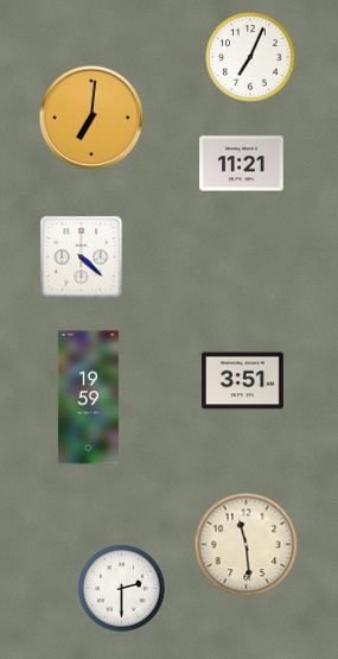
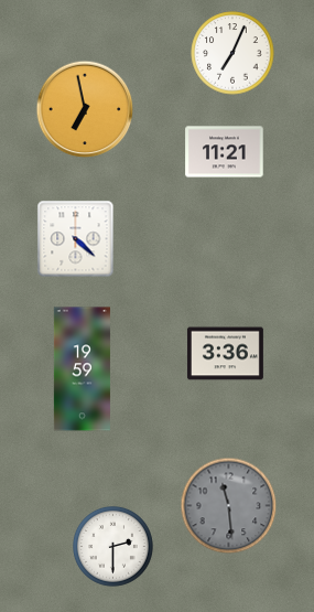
clock at (91, 118): 7:01 -> 6:58
clock at (242, 381): 3:51 -> 3:36
clock at (247, 545) dial: cream -> grey
